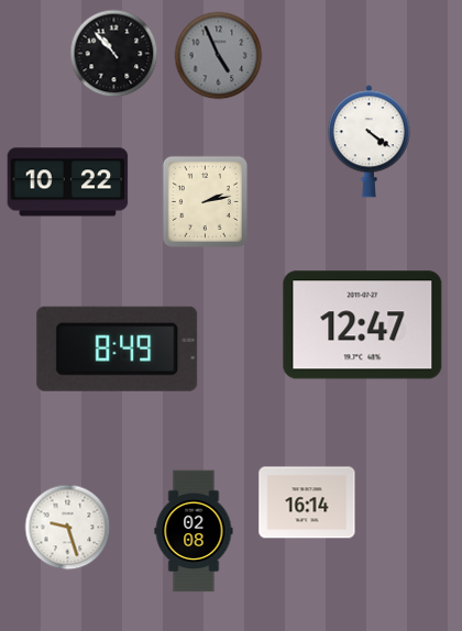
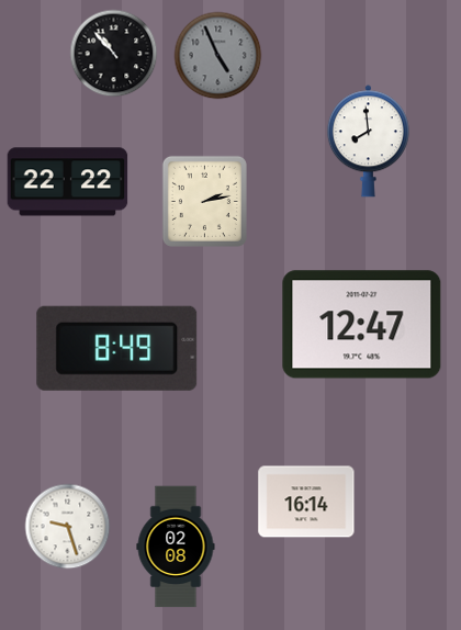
clock at (369, 142): 4:21 -> 7:59
clock at (68, 182): 10:22 -> 22:22
clock at (194, 531) position: (194, 531) -> (176, 547)
